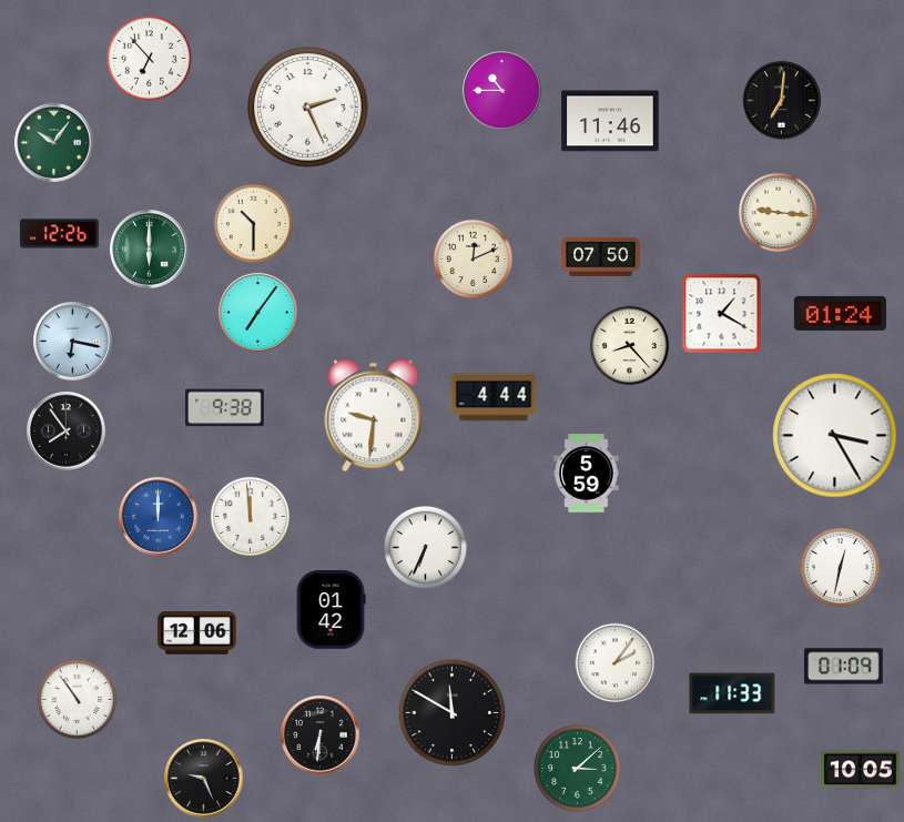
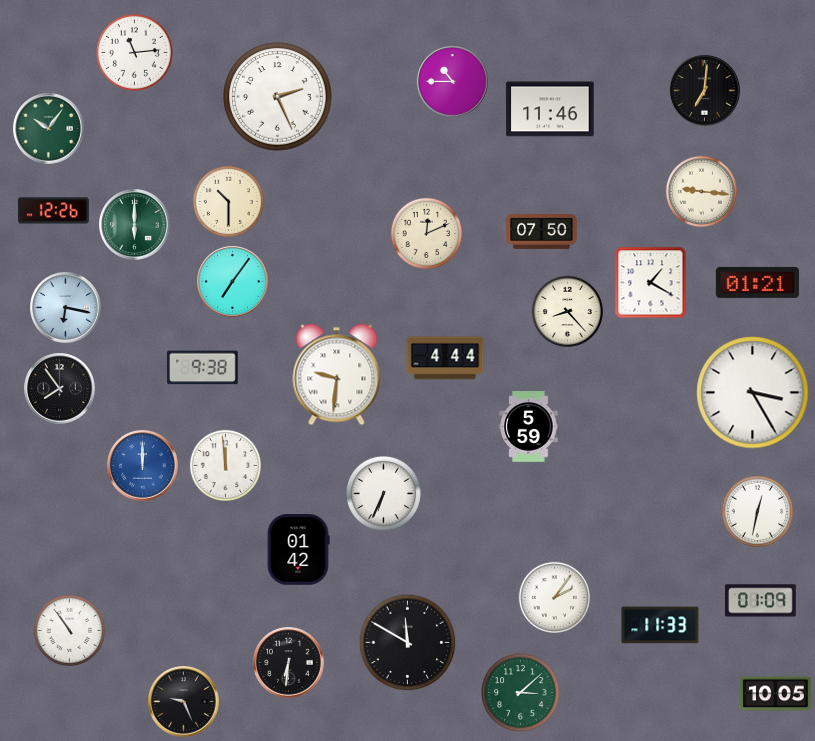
clock at (150, 59): 6:53 -> 11:14
clock at (840, 313): 01:24 -> 01:21
clock at (197, 633): 12:06 -> none
